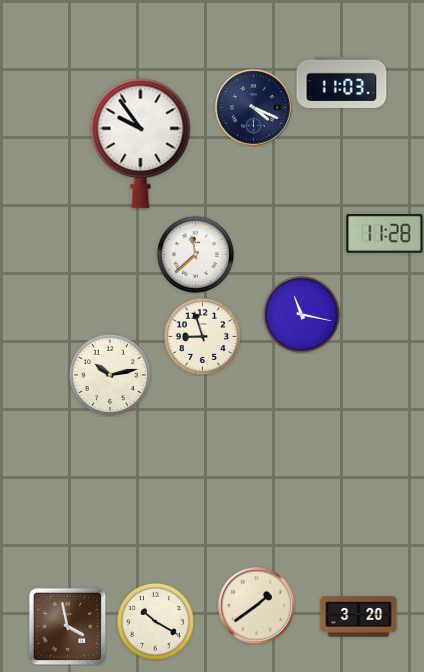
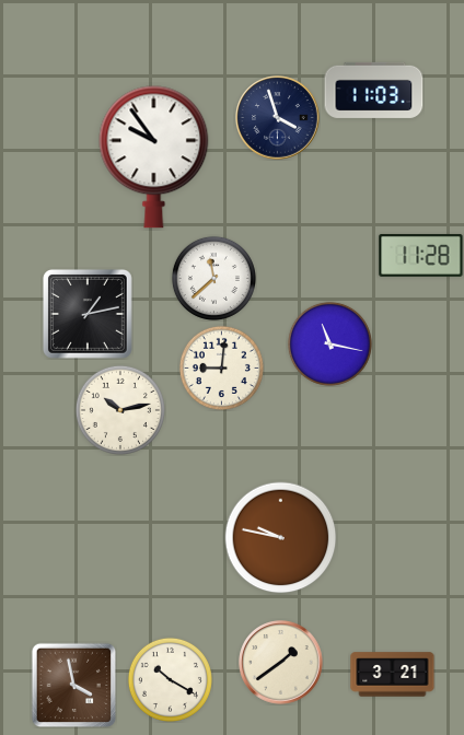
clock at (254, 108): 4:19 -> 3:57
clock at (88, 314): none -> 1:13
clock at (202, 336): 8:57 -> 9:01
clock at (281, 538): none -> 9:47
clock at (359, 617): 3:20 -> 3:21
